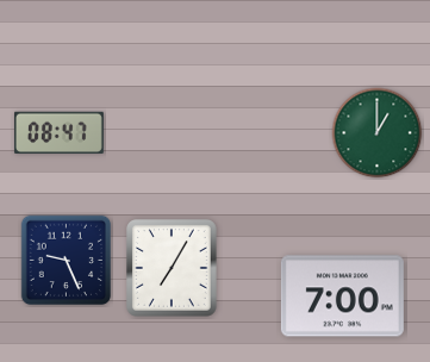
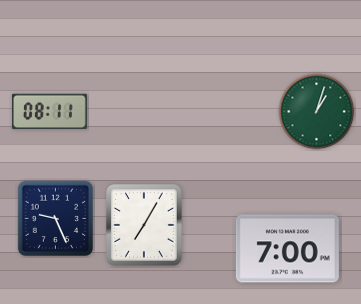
clock at (58, 133): 08:47 -> 08:11
clock at (378, 133): 1:00 -> 1:03
